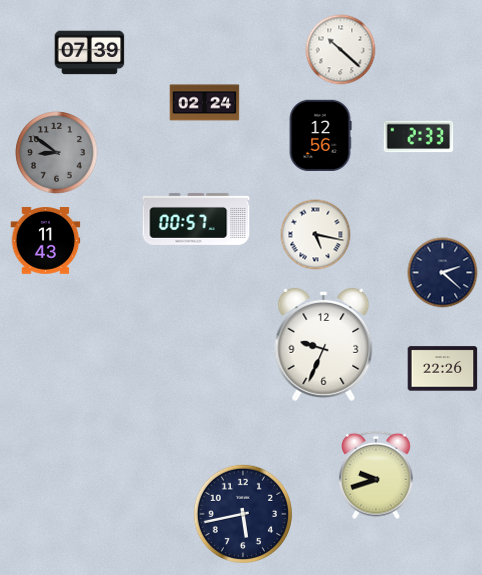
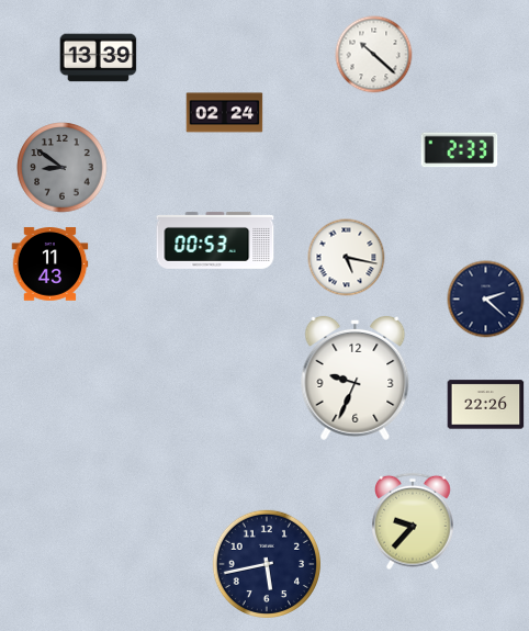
clock at (90, 53): 07:39 -> 13:39
clock at (320, 135): 12:56 -> none
clock at (196, 219): 00:57 -> 00:53
clock at (377, 475): 9:42 -> 9:37
